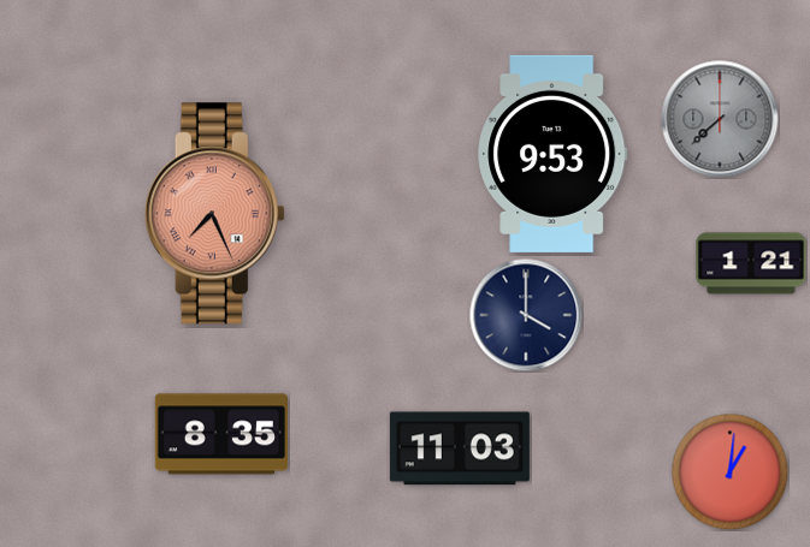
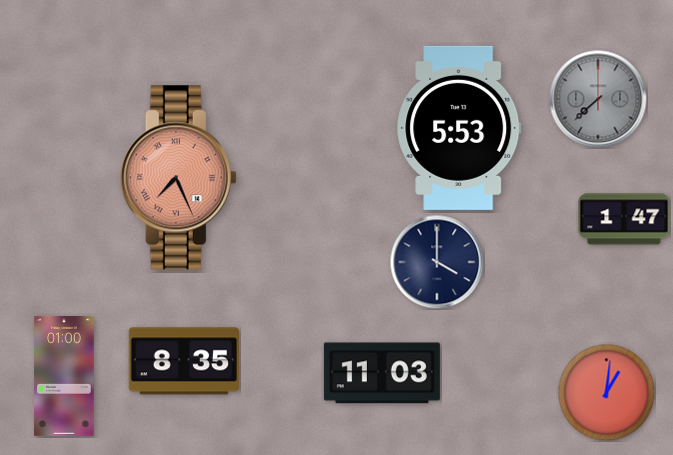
clock at (552, 154): 9:53 -> 5:53
clock at (751, 263): 1:21 -> 1:47
clock at (64, 376): none -> 01:00
